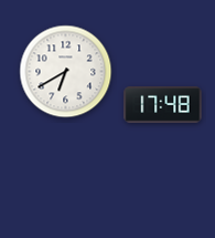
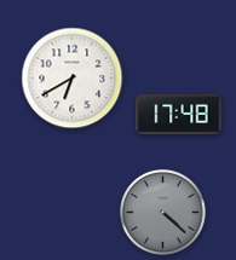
clock at (163, 213): none -> 4:22
